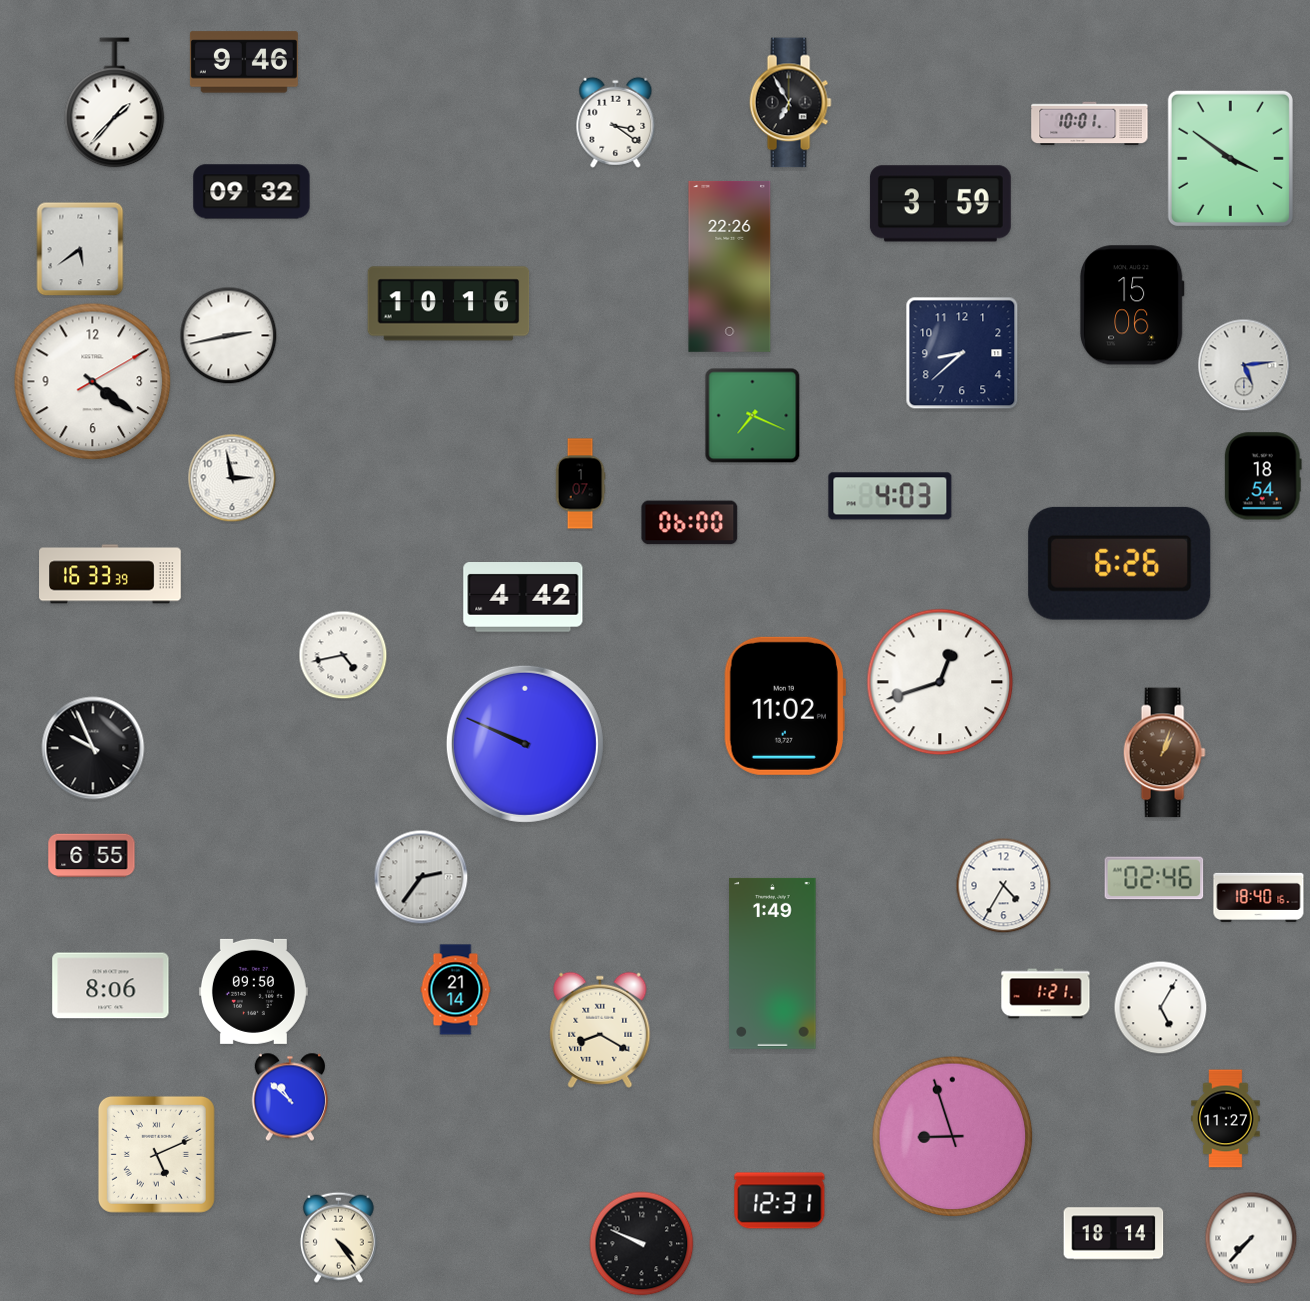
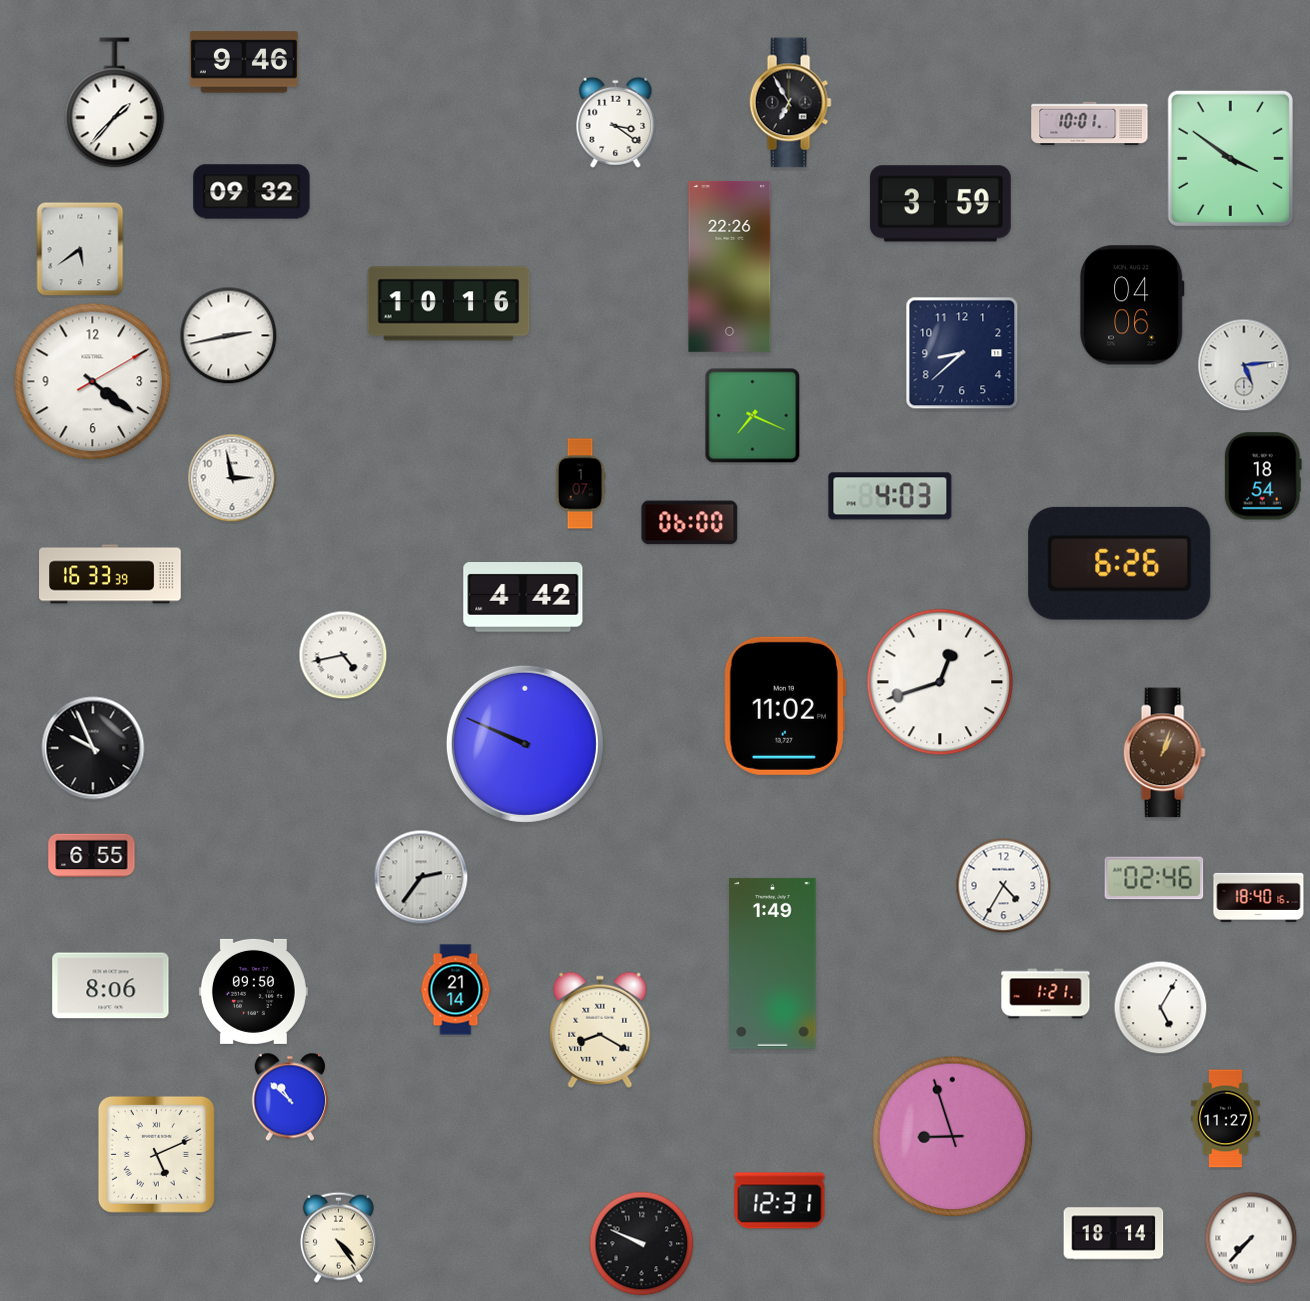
clock at (1132, 305): 15:06 -> 04:06
